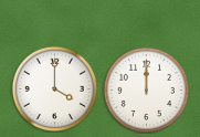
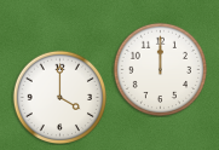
clock at (146, 89) position: (146, 89) -> (160, 69)
